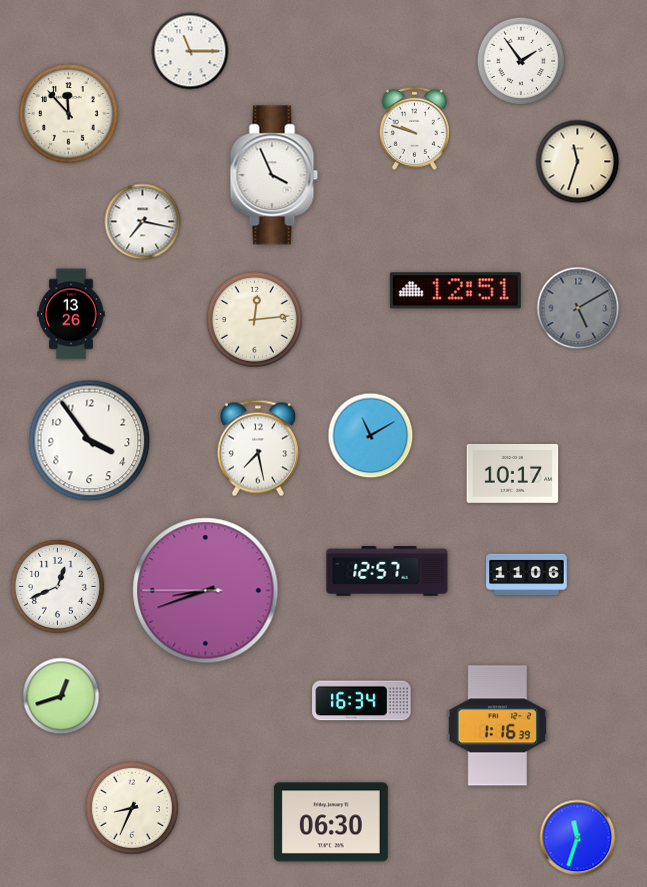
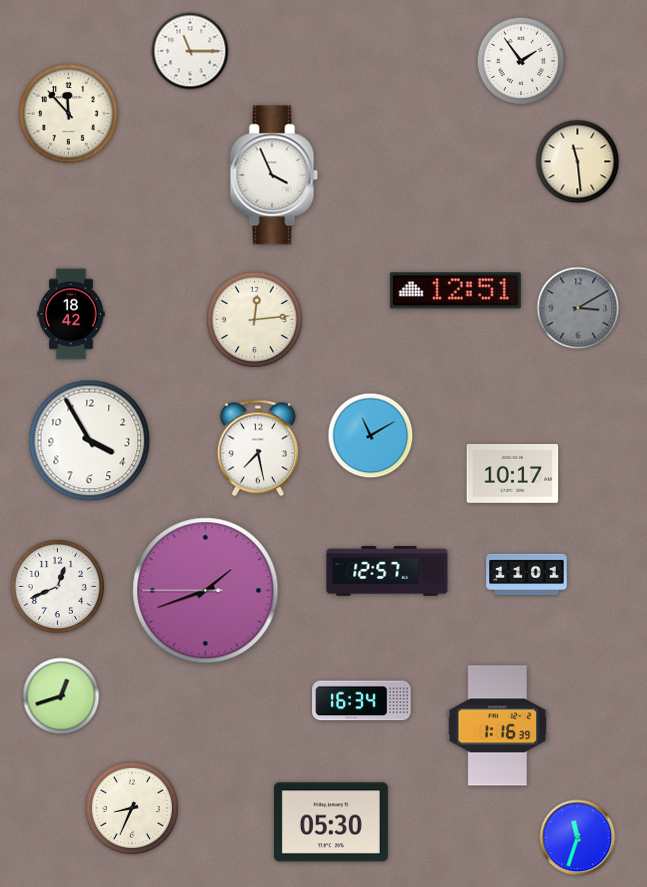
clock at (414, 128): 9:48 -> none
clock at (578, 162): 11:33 -> 11:29
clock at (143, 222): 7:17 -> none
clock at (578, 308): 5:10 -> 3:10
clock at (71, 314): 13:26 -> 18:42
clock at (90, 441): 3:54 -> 3:55
clock at (527, 574): 11:06 -> 11:01
clock at (206, 591): 8:41 -> 1:41
clock at (331, 822): 06:30 -> 05:30
